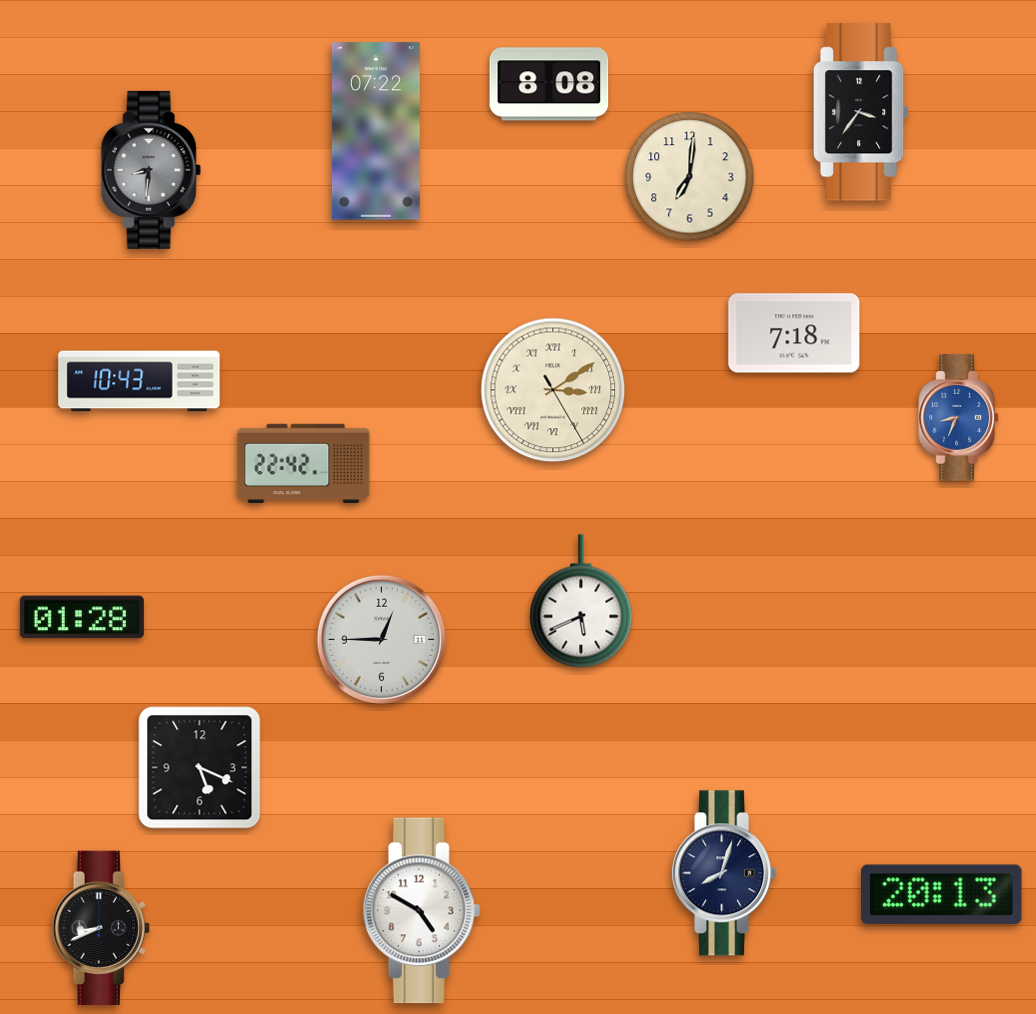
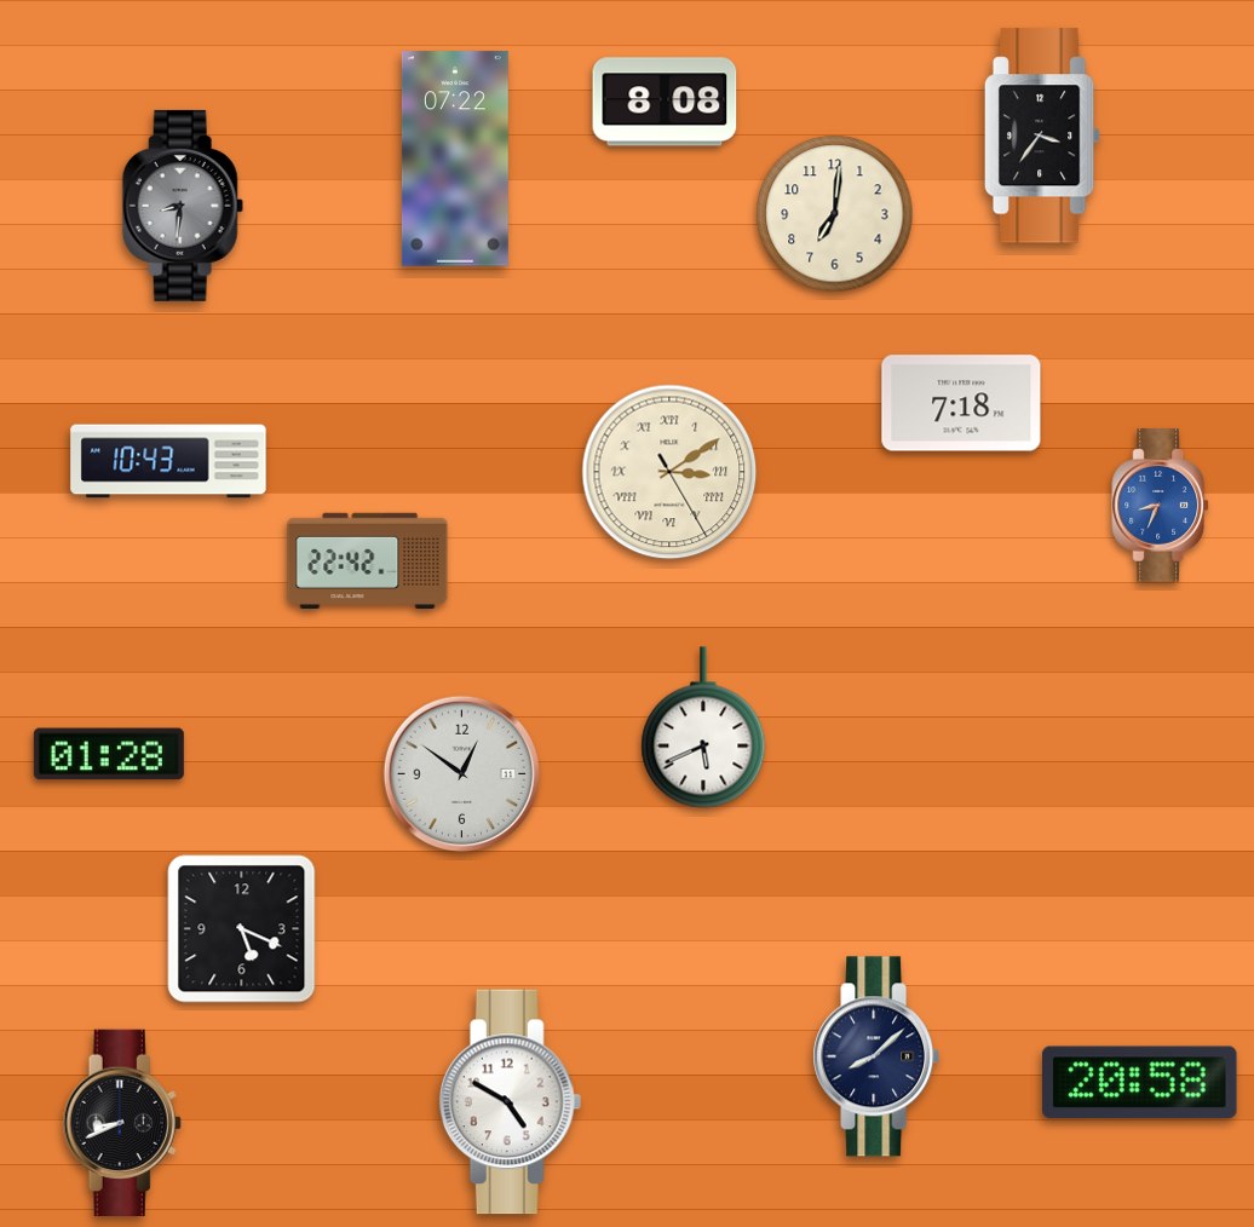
clock at (82, 617) position: (82, 617) -> (109, 754)
clock at (382, 639): 12:45 -> 12:51
clock at (724, 873): 8:03 -> 8:08
clock at (942, 895): 20:13 -> 20:58
